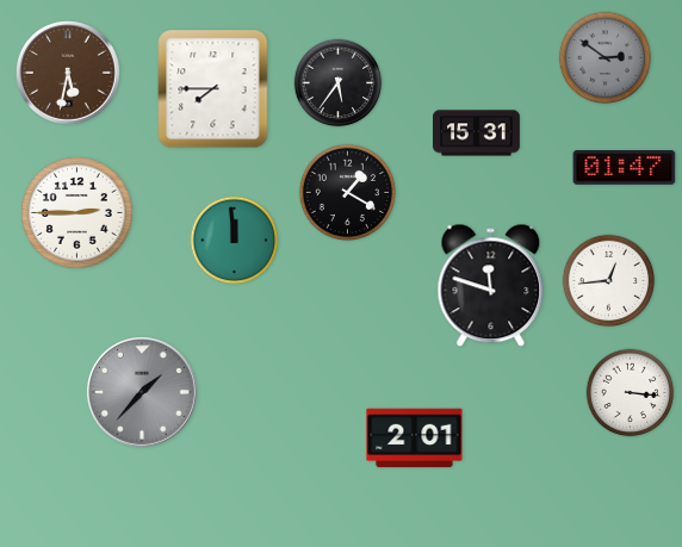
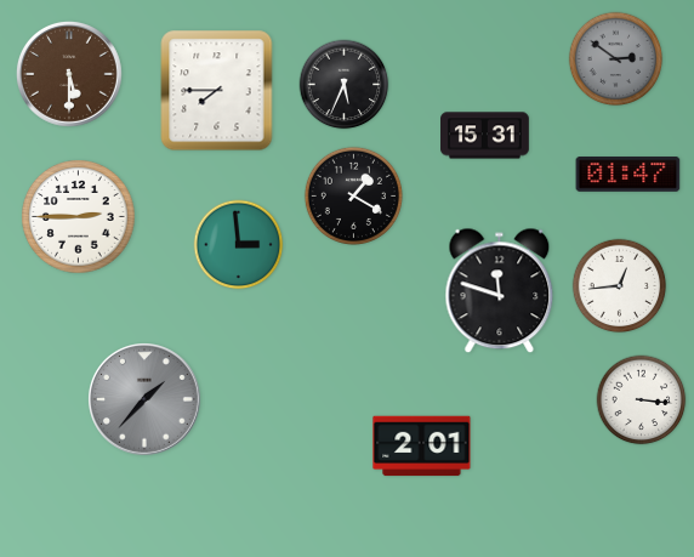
clock at (68, 73): 5:32 -> 5:30
clock at (339, 83): 5:36 -> 5:34
clock at (625, 168) position: (625, 168) -> (628, 175)
clock at (235, 241): 11:59 -> 2:59
